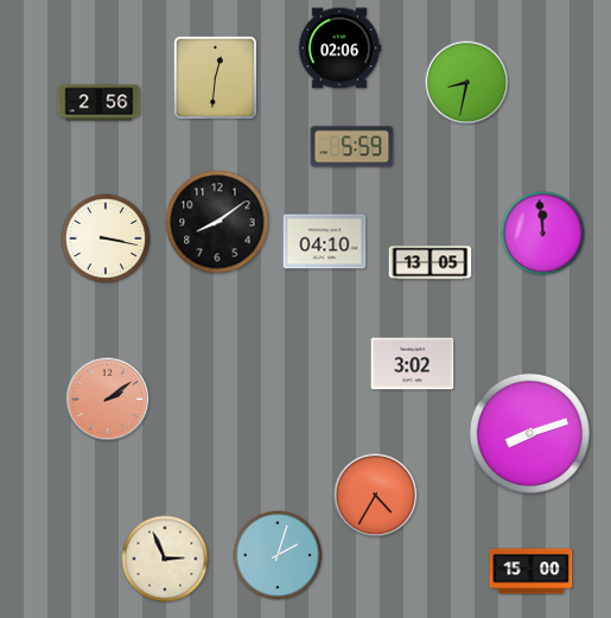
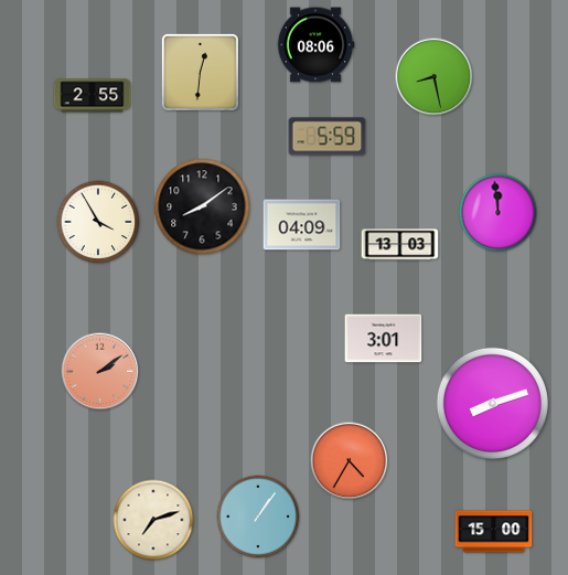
clock at (339, 49): 02:06 -> 08:06
clock at (467, 83): 8:32 -> 8:28
clock at (100, 103): 2:56 -> 2:55
clock at (543, 234) position: (543, 234) -> (499, 213)
clock at (106, 238): 3:17 -> 3:55
clock at (325, 242): 04:10 -> 04:09
clock at (431, 263): 13:05 -> 13:03
clock at (413, 364): 3:02 -> 3:01
clock at (278, 555): 2:03 -> 1:06
clock at (165, 559): 2:56 -> 7:12
